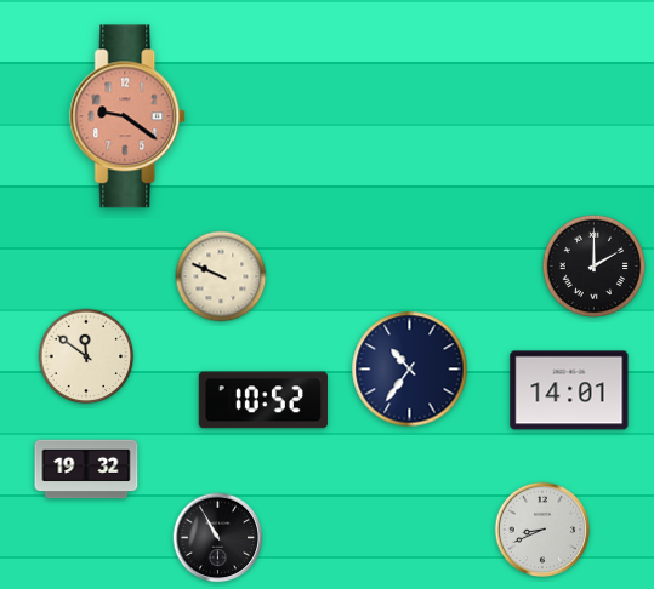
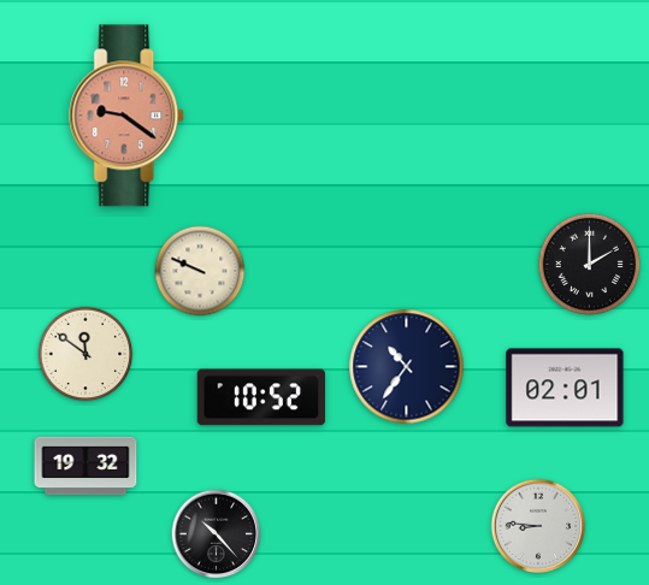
clock at (221, 276) position: (221, 276) -> (200, 271)
clock at (569, 390): 14:01 -> 02:01
clock at (542, 530): 8:41 -> 8:46
clock at (218, 538): 10:55 -> 10:23
